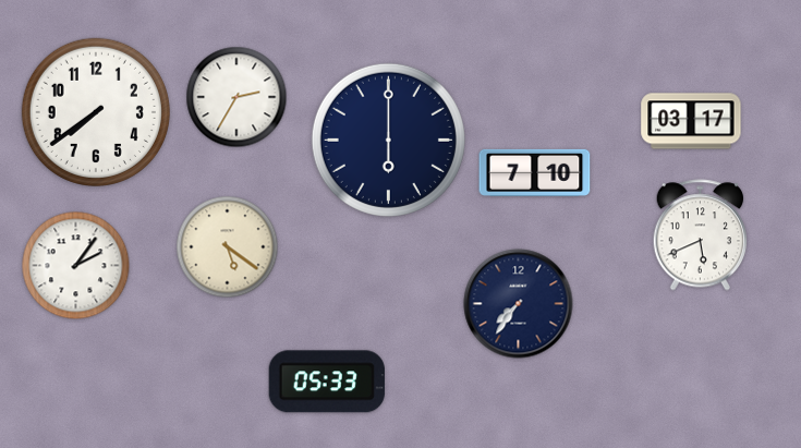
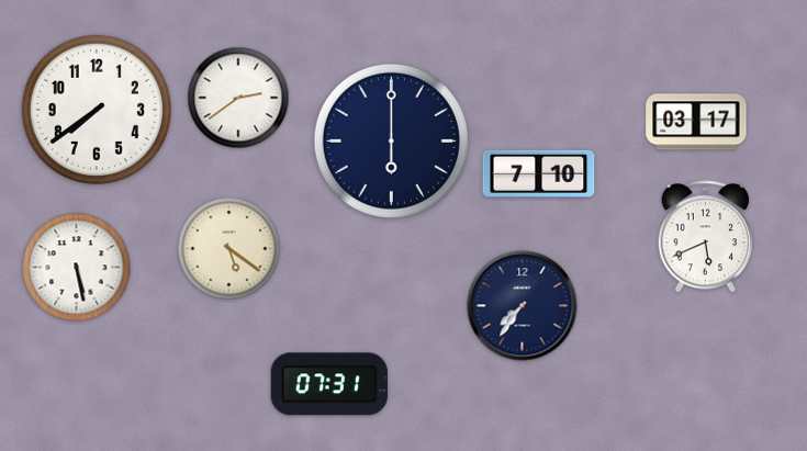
clock at (236, 97): 2:35 -> 2:39
clock at (96, 112) position: (96, 112) -> (97, 110)
clock at (76, 266): 2:06 -> 5:28
clock at (327, 382): 05:33 -> 07:31
